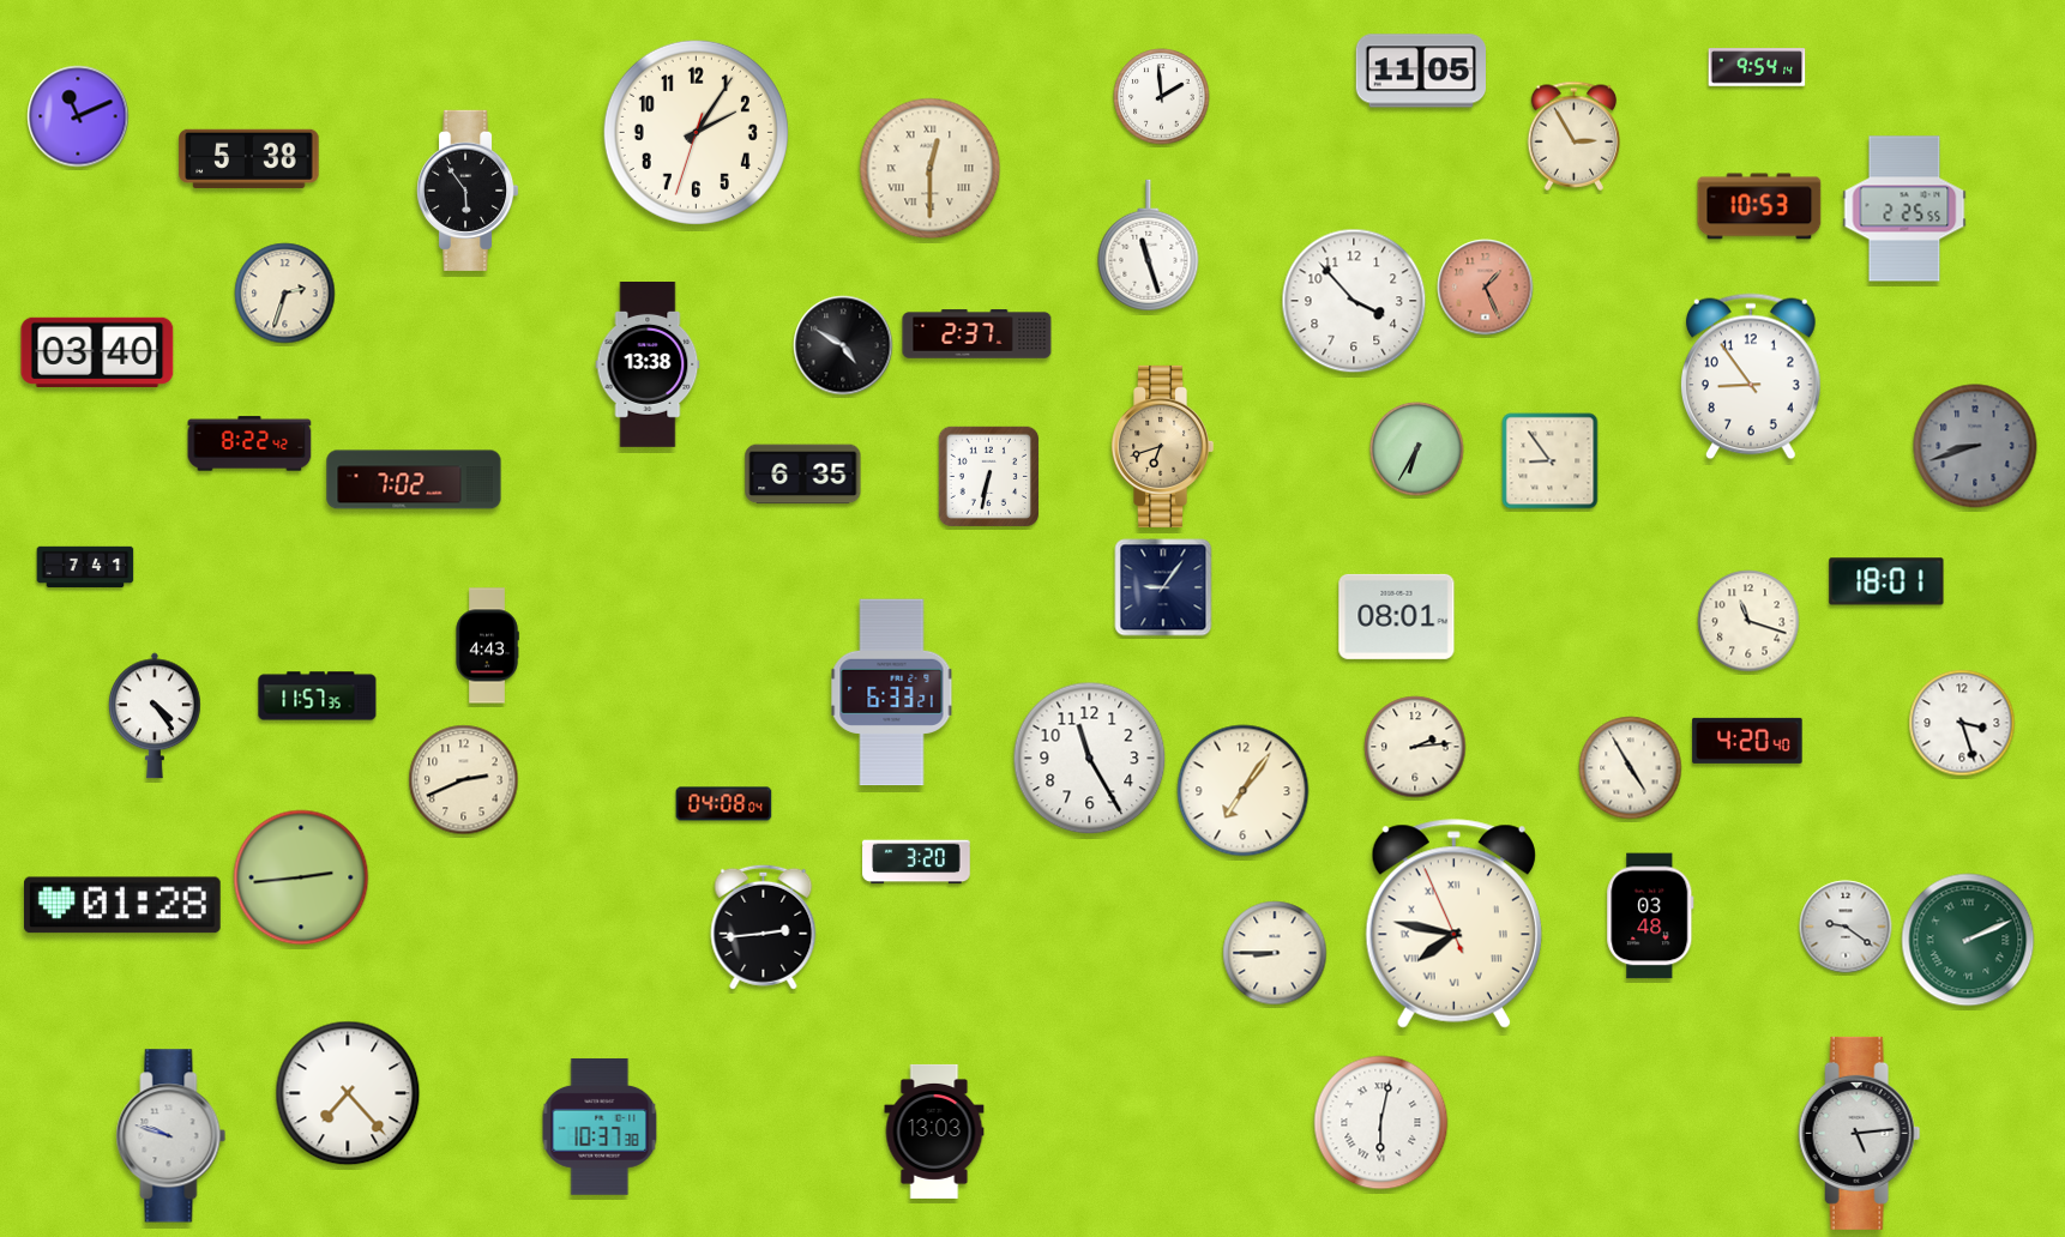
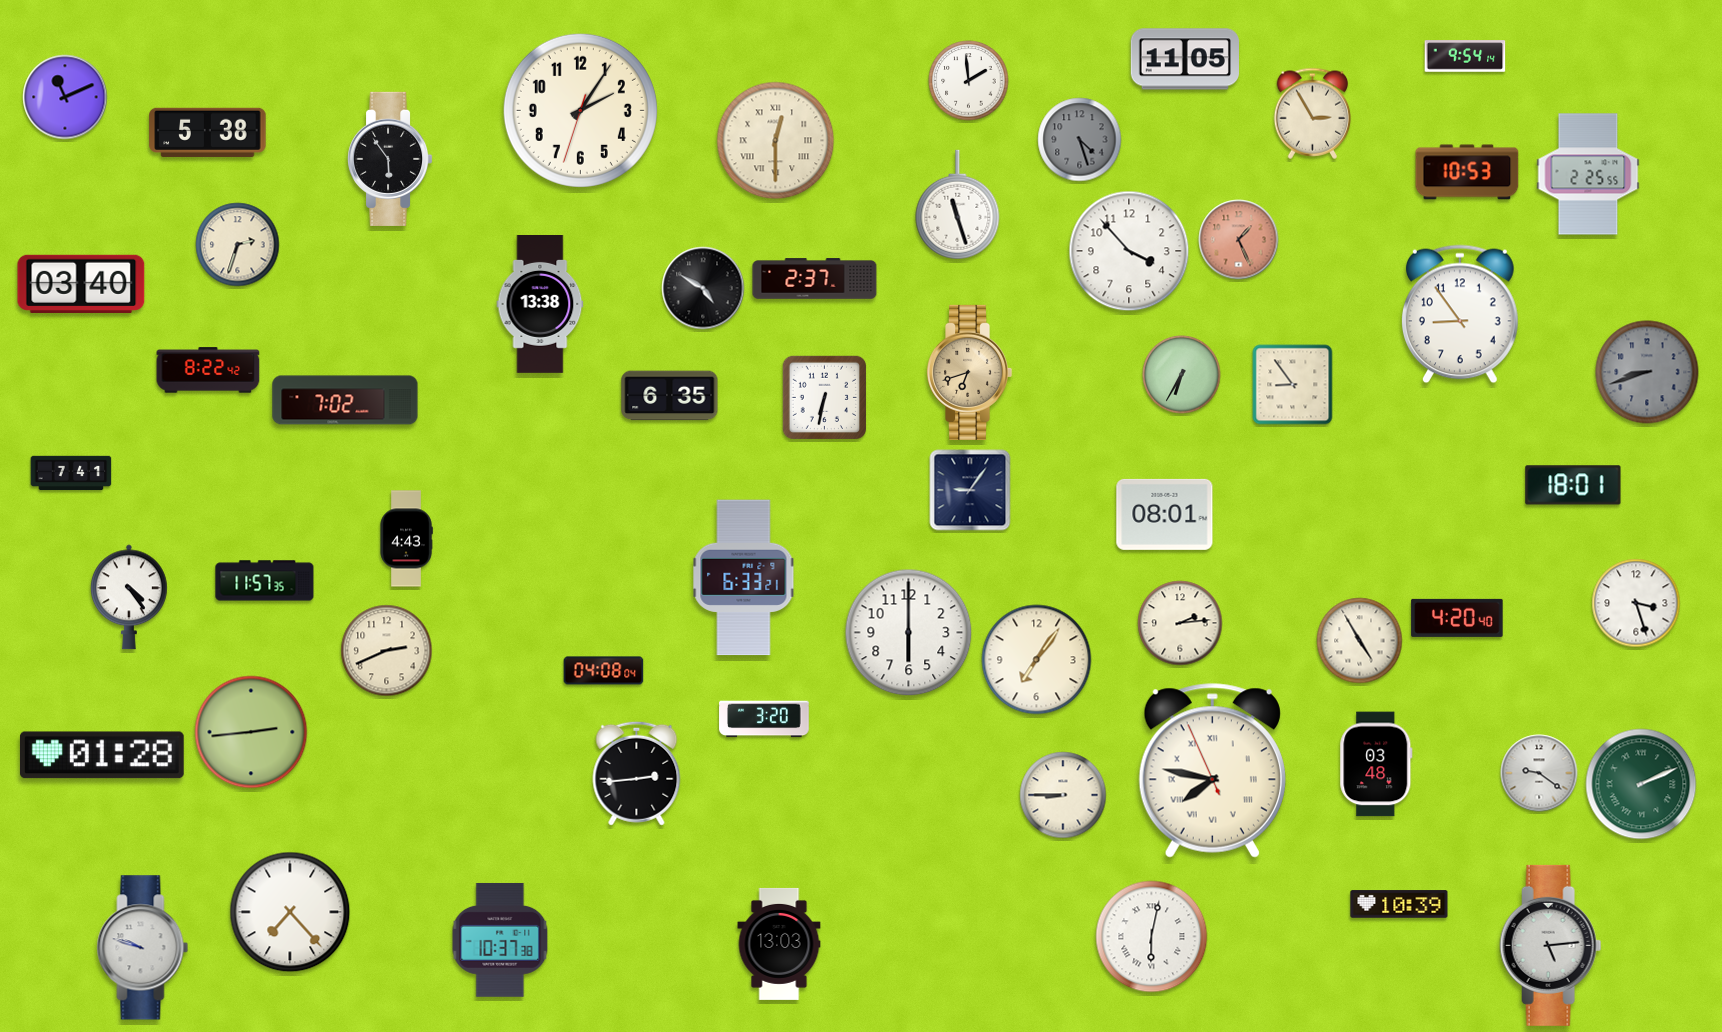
clock at (1080, 140): none -> 4:27
clock at (97, 352) position: (97, 352) -> (81, 284)
clock at (1748, 621): 11:18 -> none
clock at (1090, 759): 11:25 -> 6:00
clock at (1399, 904): none -> 10:39
